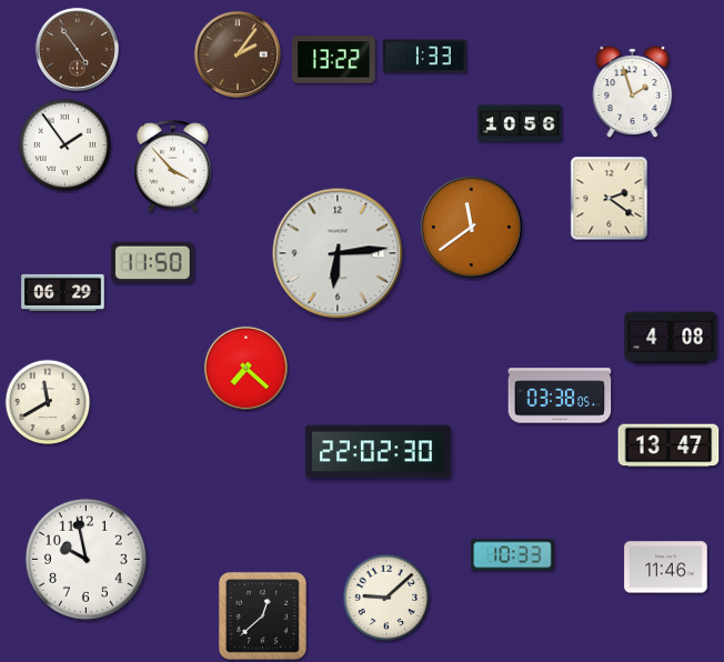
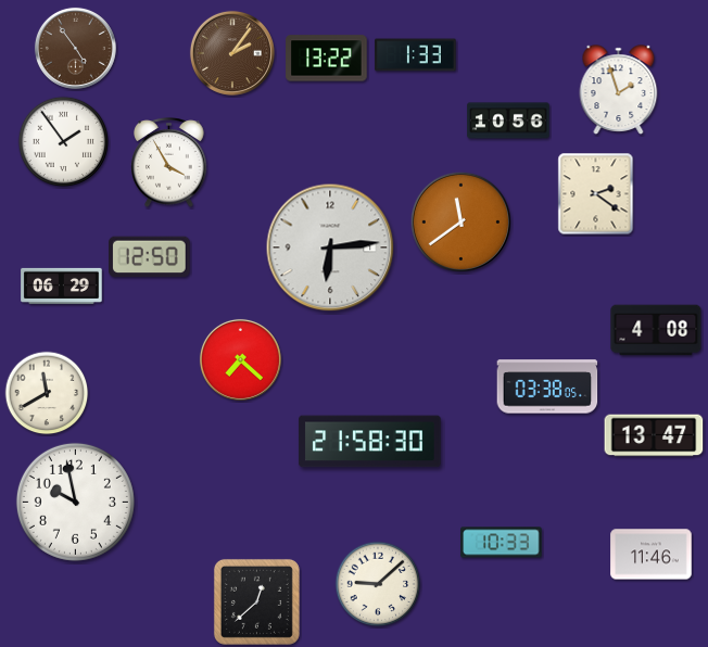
clock at (173, 167): 3:53 -> 3:55
clock at (153, 263): 11:50 -> 12:50
clock at (379, 452): 22:02 -> 21:58
clock at (86, 559) position: (86, 559) -> (75, 502)
